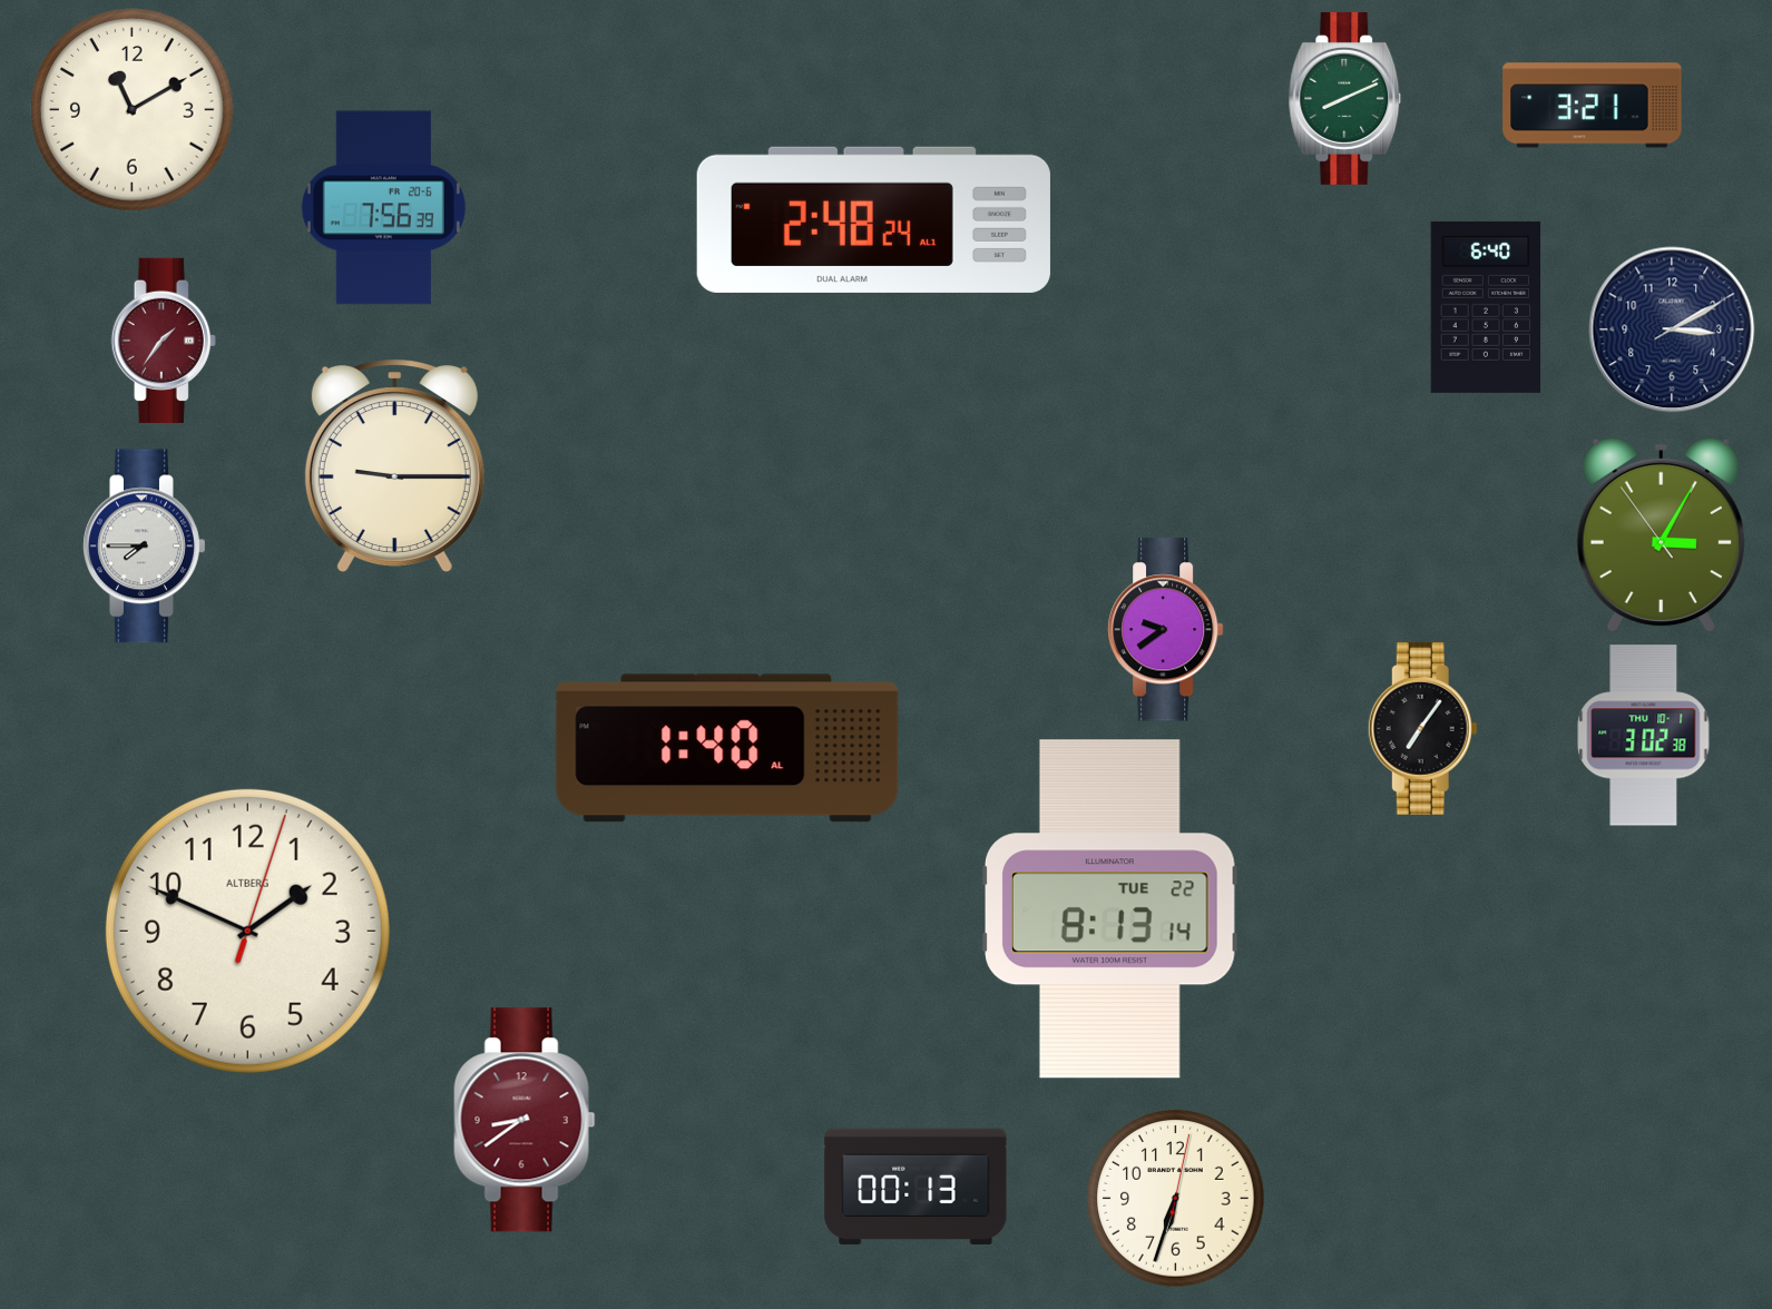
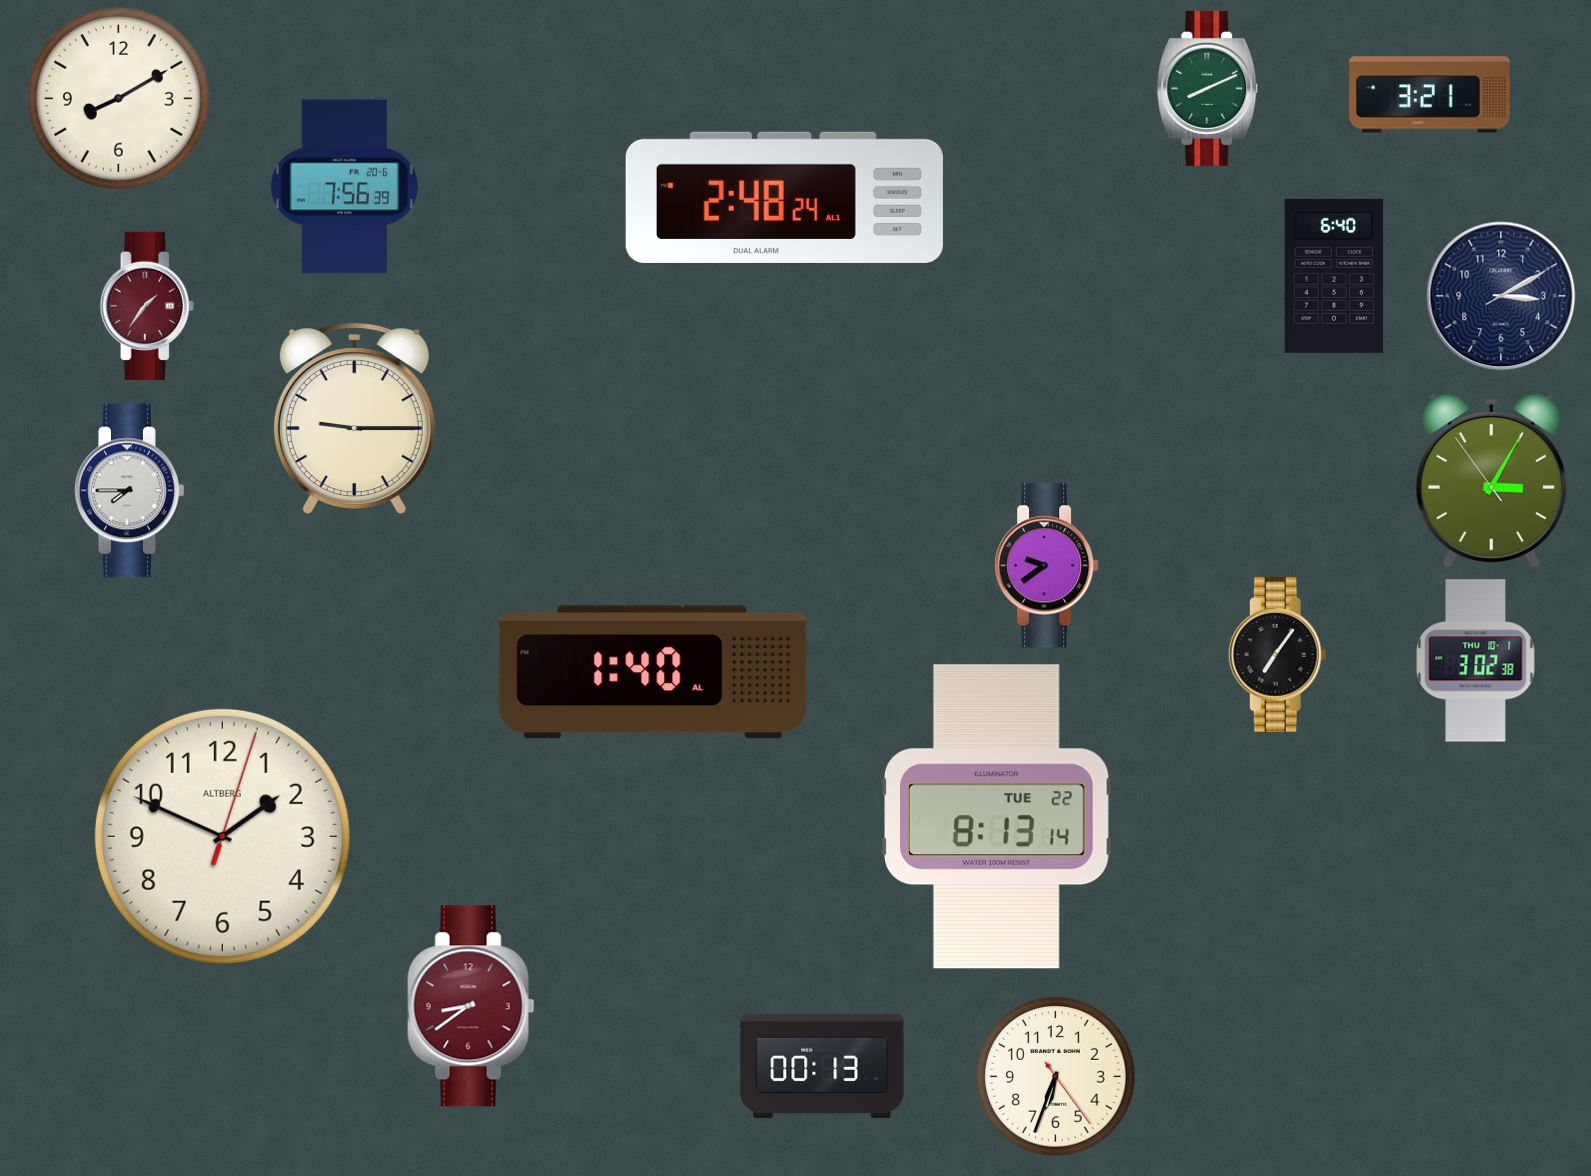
clock at (133, 110): 11:10 -> 8:10
clock at (1176, 1199): 6:33:02 -> 6:33:24
